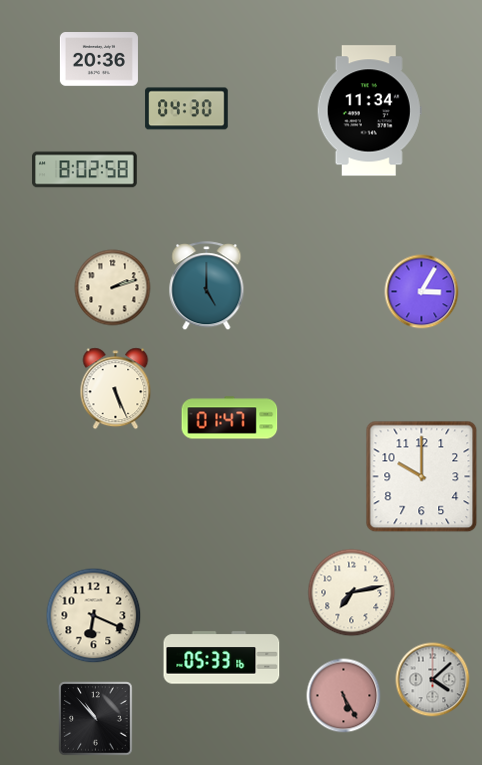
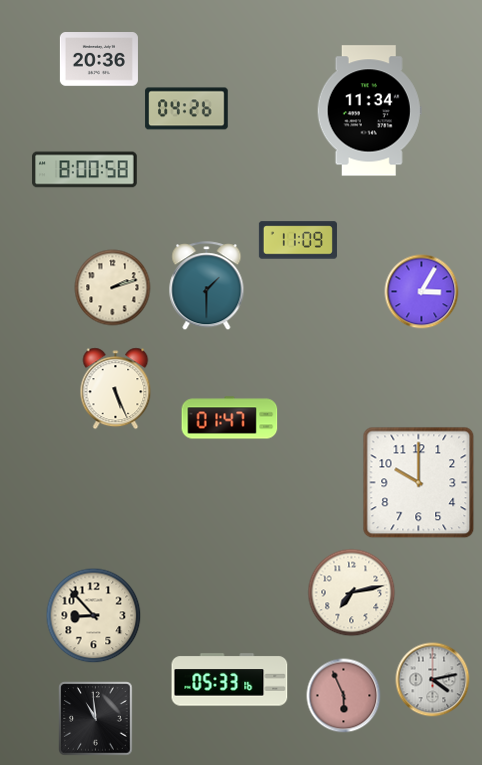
clock at (187, 109): 04:30 -> 04:26
clock at (85, 170): 8:02 -> 8:00
clock at (298, 240): none -> 11:09
clock at (207, 286): 5:00 -> 1:30
clock at (422, 477) position: (422, 477) -> (419, 483)
clock at (94, 616): 6:19 -> 8:53
clock at (222, 658) position: (222, 658) -> (230, 680)
clock at (433, 680): 4:08 -> 4:13
clock at (344, 696): 5:25 -> 5:56
clock at (96, 719): 10:53 -> 10:59
